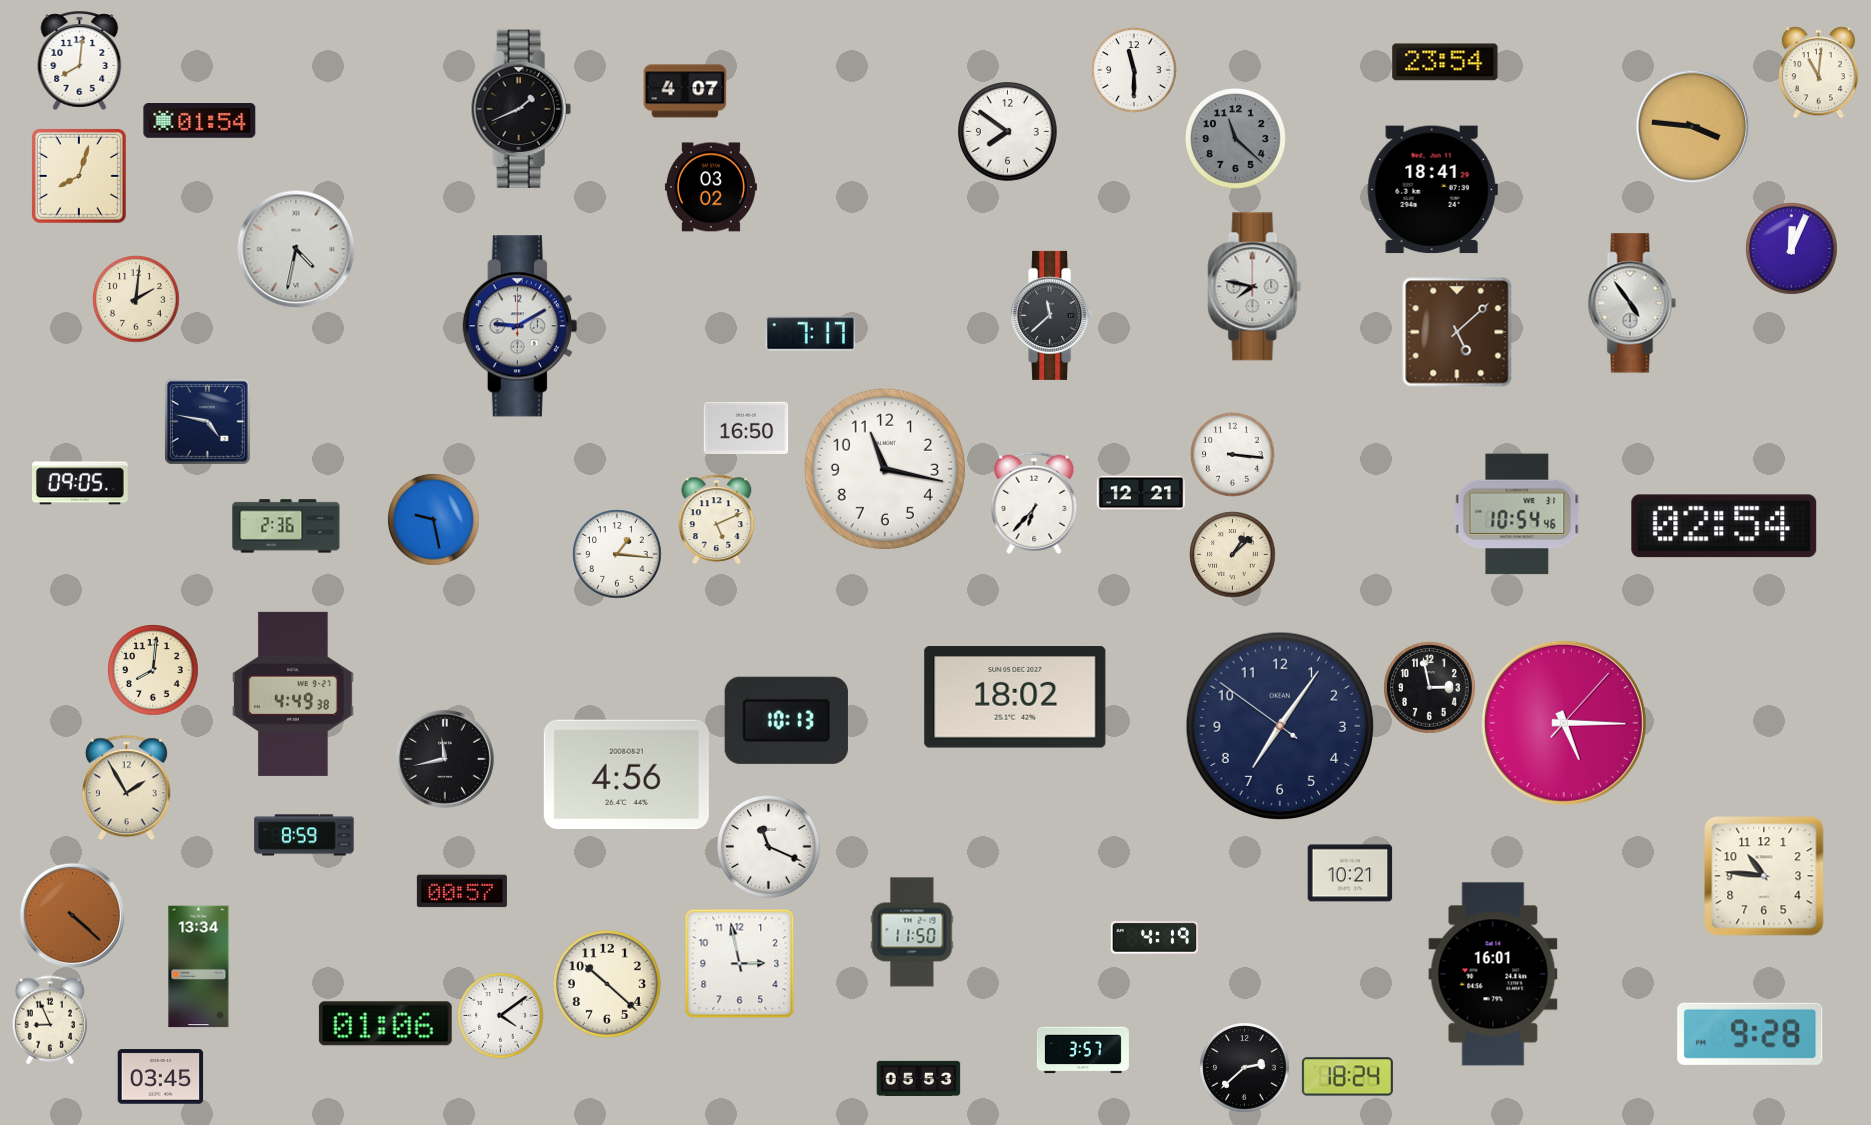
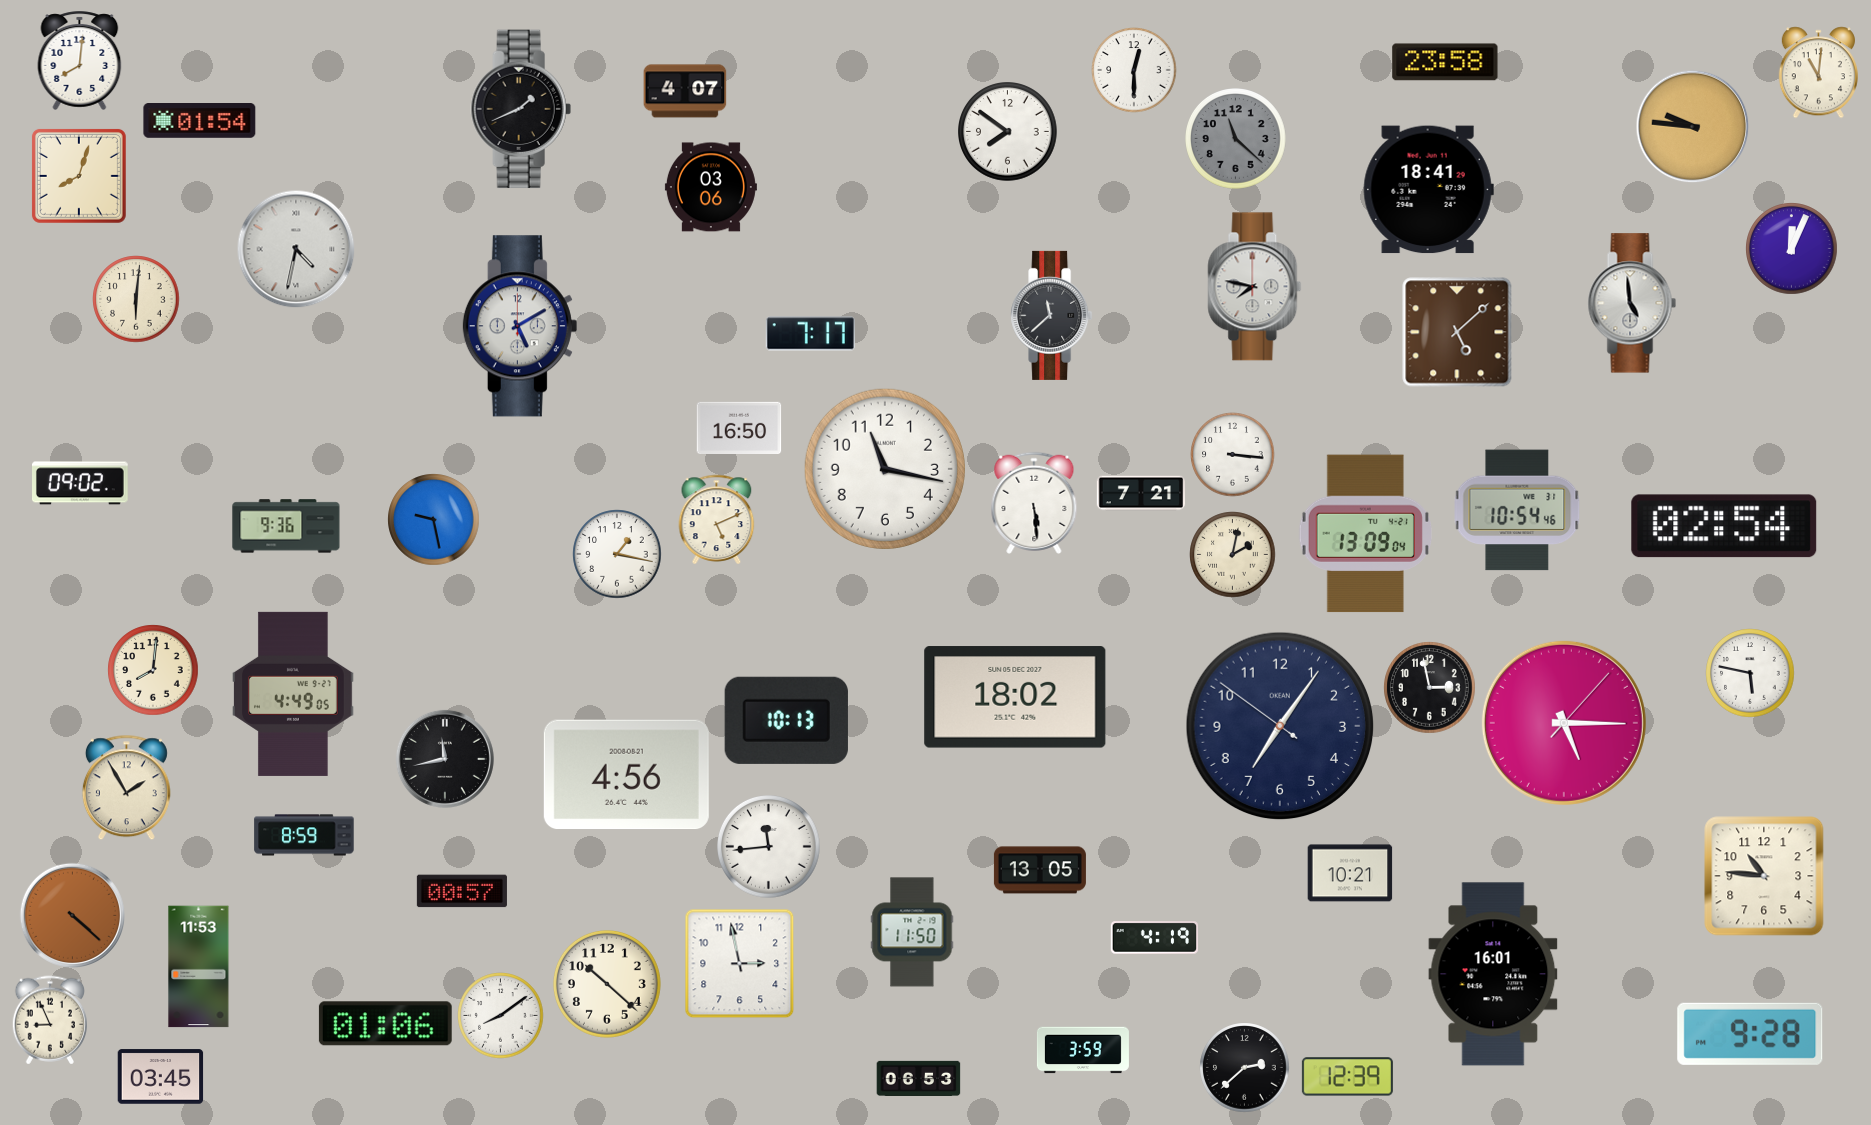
clock at (1445, 62): 23:54 -> 23:58
clock at (1134, 70): 11:30 -> 12:30
clock at (1693, 127): 3:46 -> 9:46
clock at (711, 187): 03:02 -> 03:06
clock at (1432, 190) position: (1432, 190) -> (1428, 190)
clock at (136, 299): 2:01 -> 6:01
clock at (1632, 303): 4:54 -> 4:59
clock at (520, 326): 9:10 -> 5:10
clock at (207, 421): 4:47 -> none
clock at (746, 427) position: (746, 427) -> (739, 427)
clock at (81, 483): 09:05 -> 09:02
clock at (1141, 493): 12:21 -> 7:21
clock at (1034, 503): 6:37 -> 5:29
clock at (1517, 514) position: (1517, 514) -> (1517, 510)
clock at (286, 526): 2:36 -> 9:36
clock at (1365, 534): none -> 13:09
clock at (617, 554): 1:16 -> 1:17
clock at (1233, 555): 1:08 -> 2:02
clock at (1750, 673): none -> 5:47
clock at (294, 694): 4:49:38 -> 4:49:05
clock at (769, 847): 11:19 -> 11:44
clock at (1040, 870): none -> 13:05
clock at (199, 967): 13:34 -> 11:53
clock at (501, 1016): 4:09 -> 8:09
clock at (1083, 1050): 3:57 -> 3:59
clock at (1347, 1077): 18:24 -> 12:39
clock at (919, 1078): 05:53 -> 06:53
